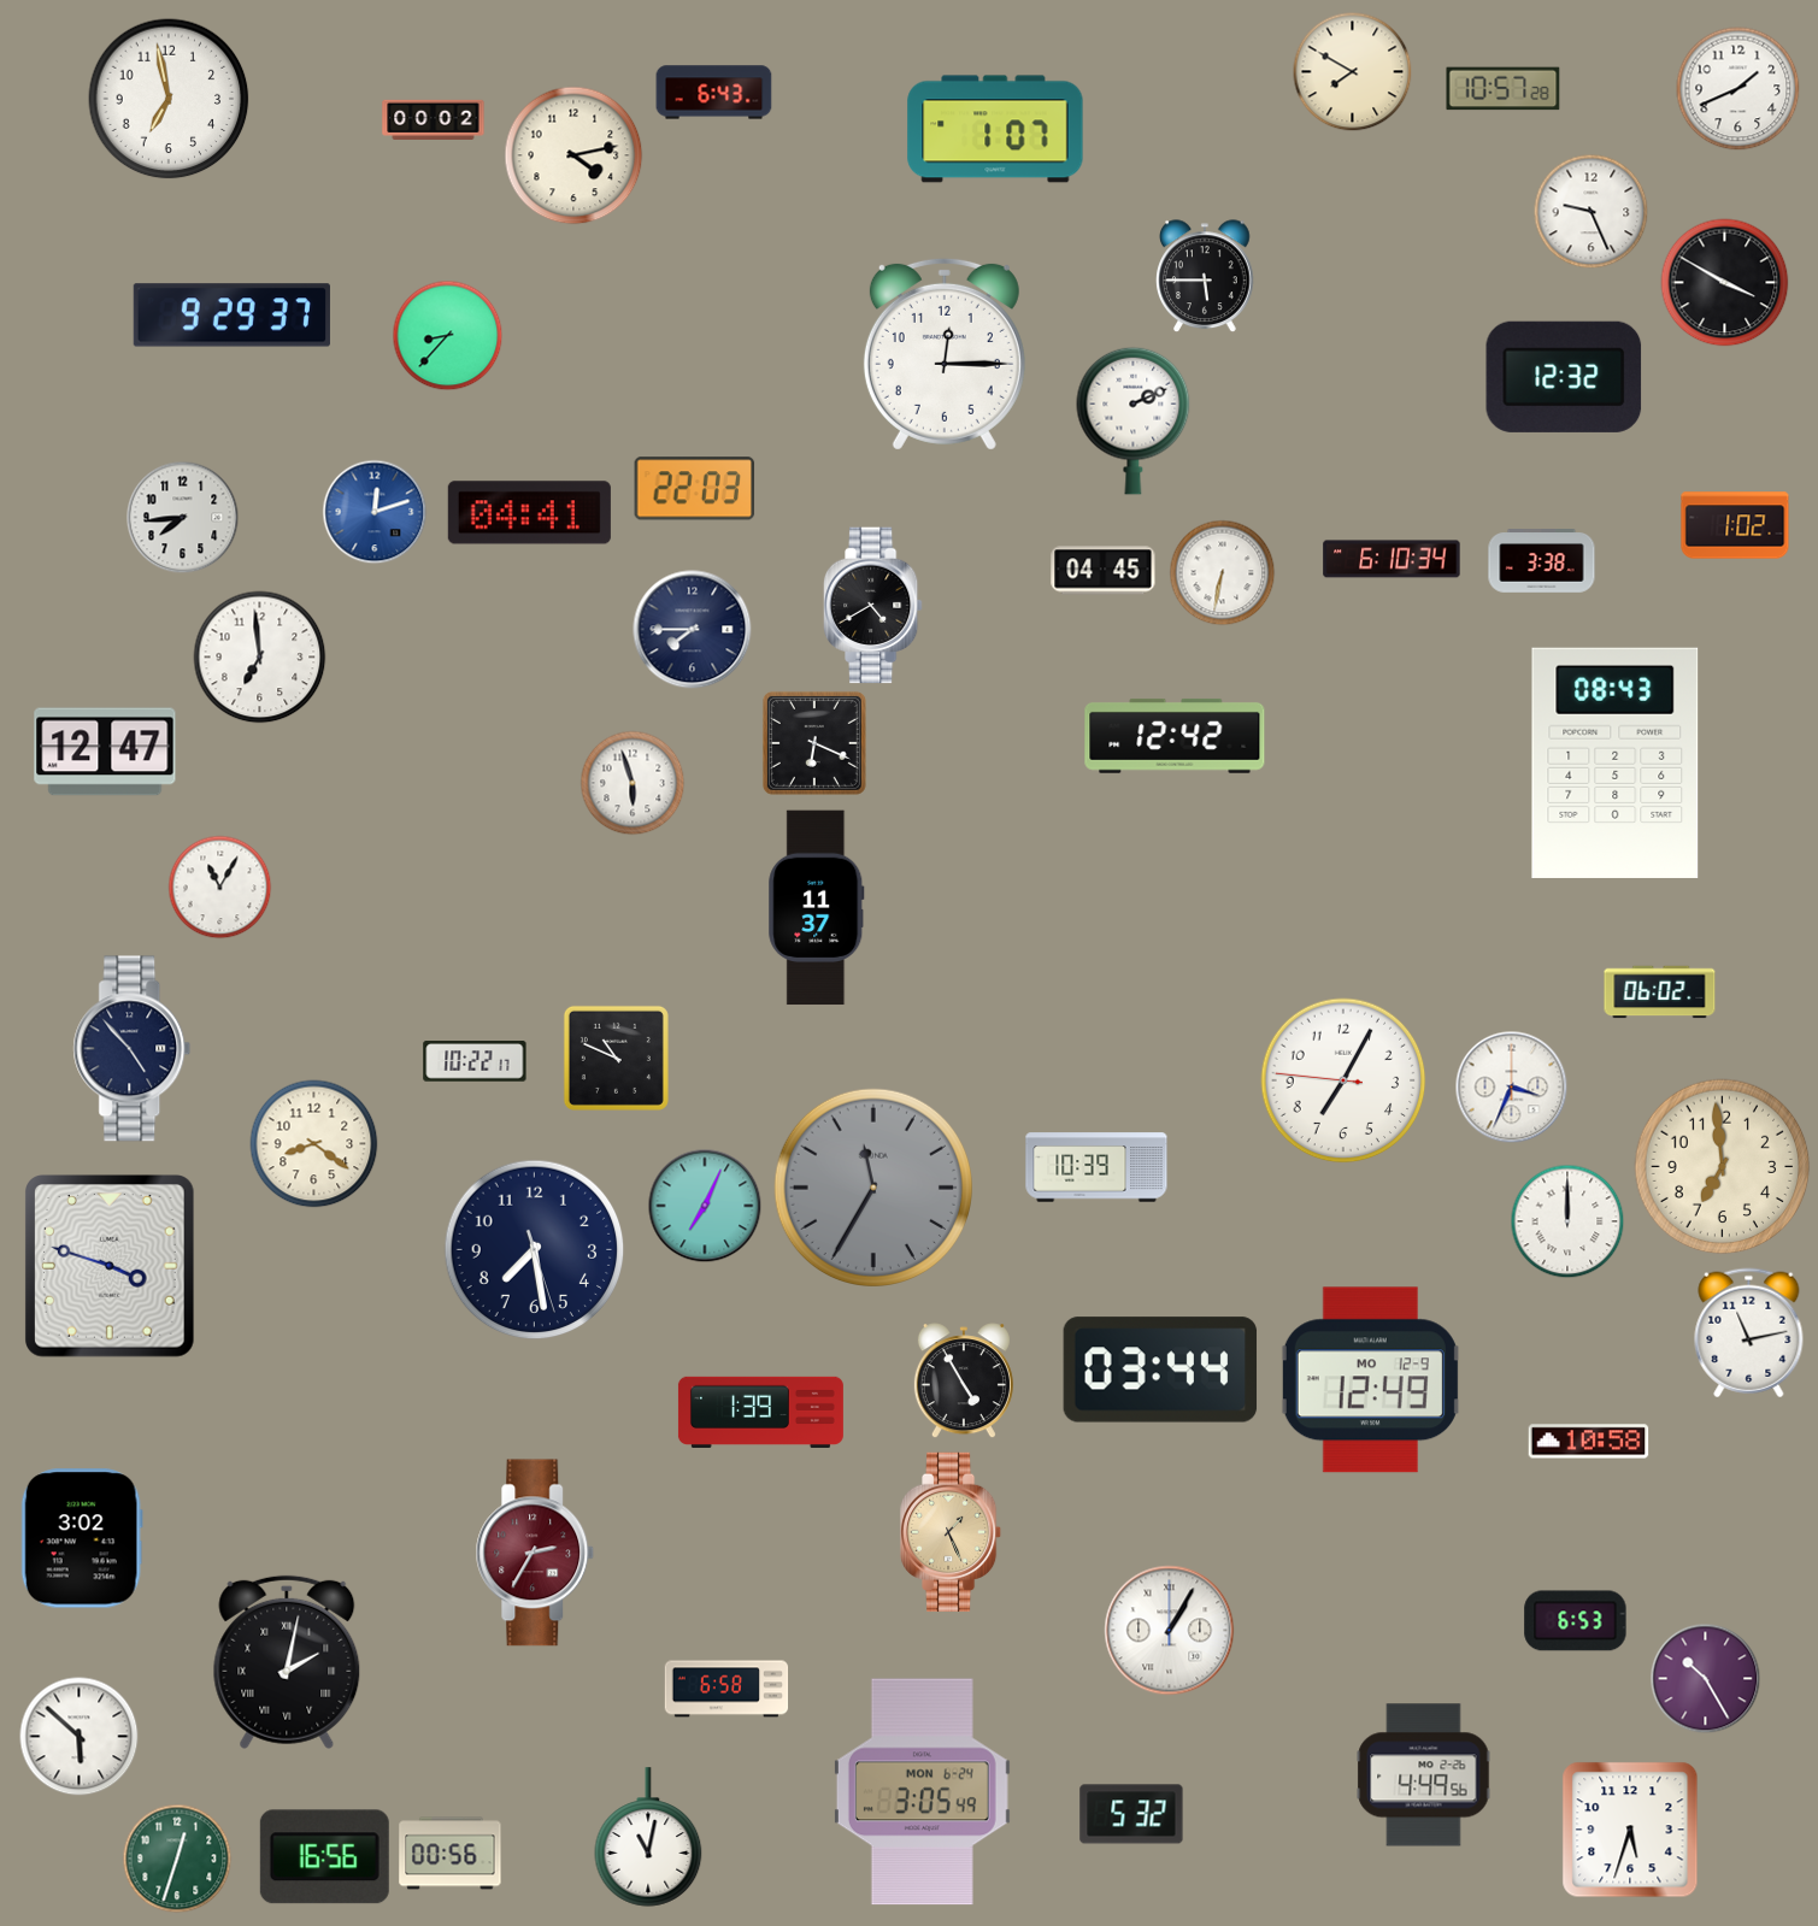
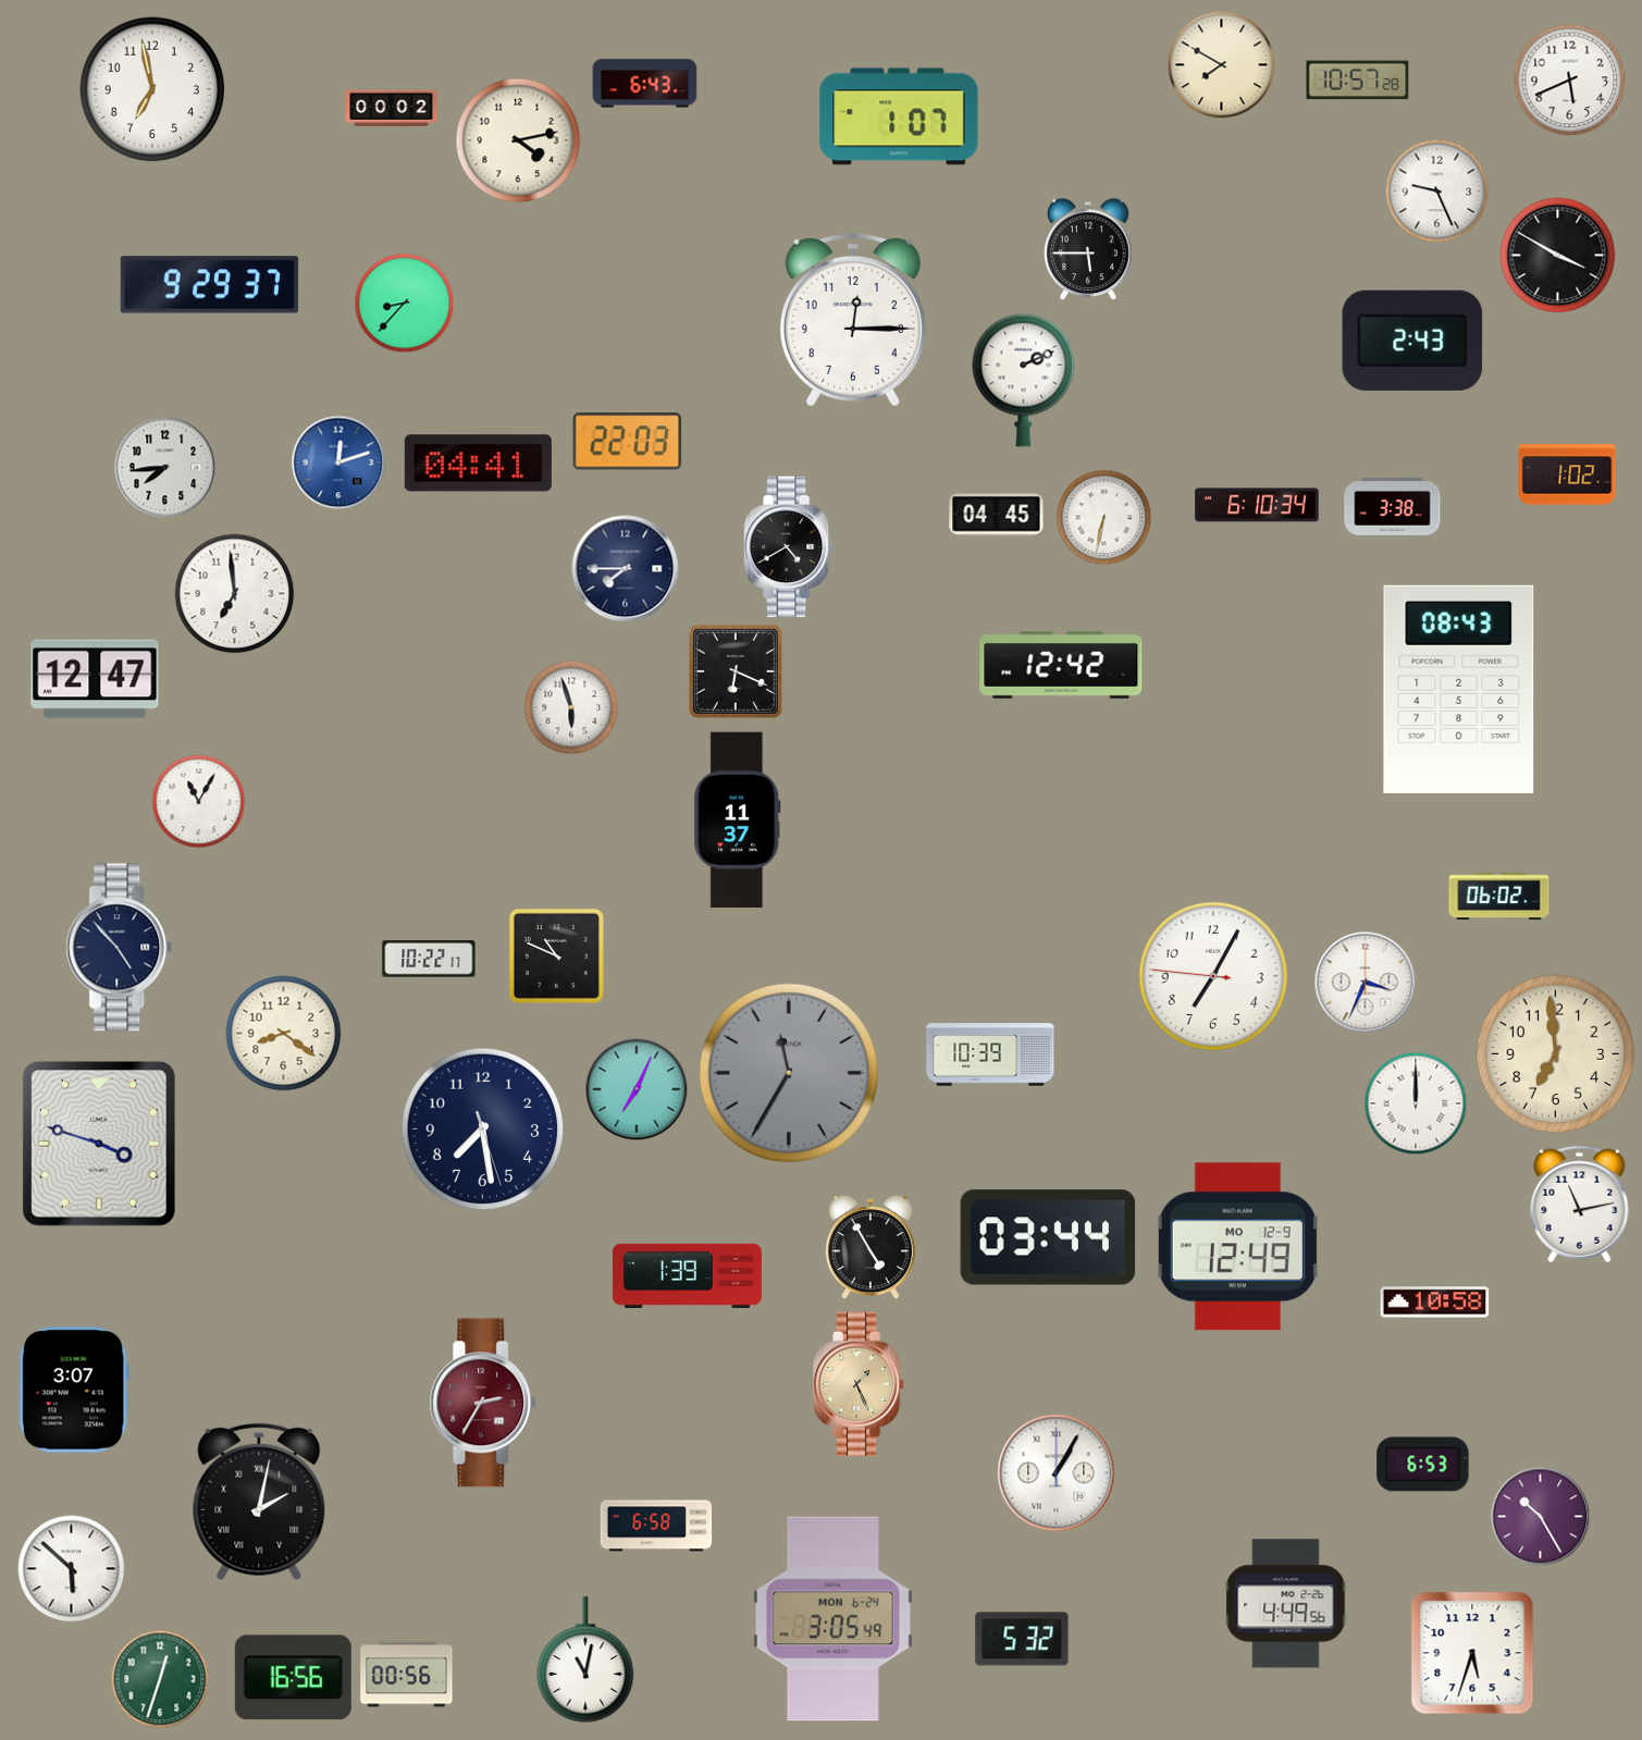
clock at (1738, 89): 1:41 -> 5:41
clock at (1564, 377): 12:32 -> 2:43
clock at (82, 1538): 3:02 -> 3:07
